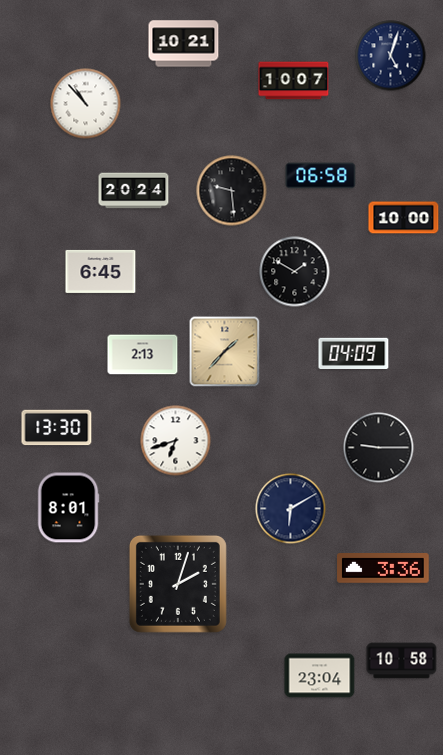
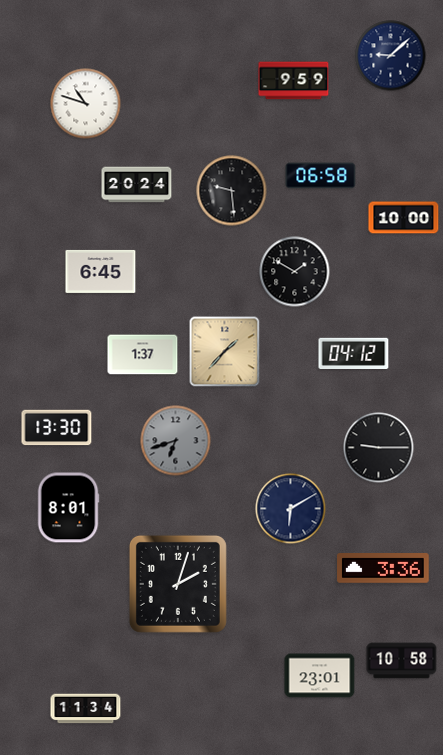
clock at (184, 44): 10:21 -> none
clock at (391, 56): 5:03 -> 9:08
clock at (294, 81): 10:07 -> 9:59
clock at (86, 104): 10:53 -> 10:48
clock at (134, 191) position: (134, 191) -> (137, 185)
clock at (354, 353): 04:09 -> 04:12
clock at (143, 355): 2:13 -> 1:37
clock at (176, 441) dial: white -> grey
clock at (320, 676): 23:04 -> 23:01
clock at (86, 709): none -> 11:34
